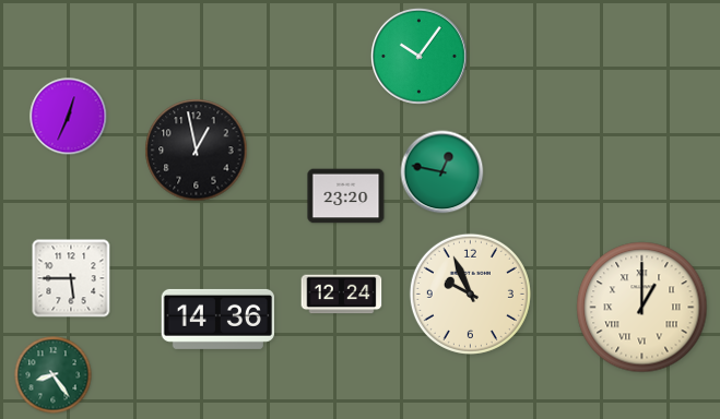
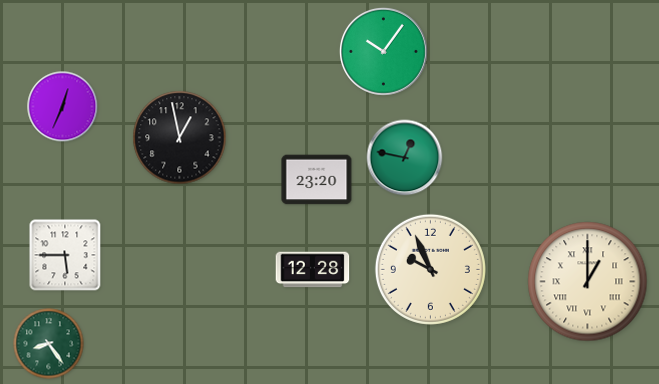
clock at (342, 295): 12:24 -> 12:28
clock at (217, 319): 14:36 -> none
